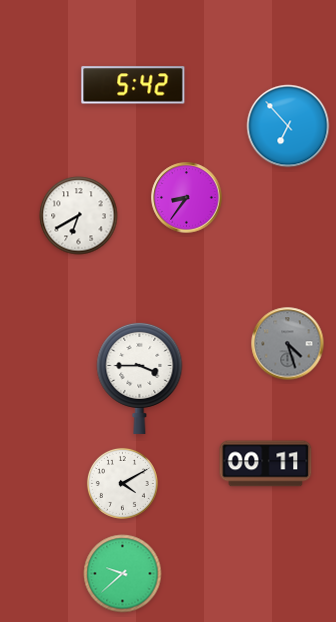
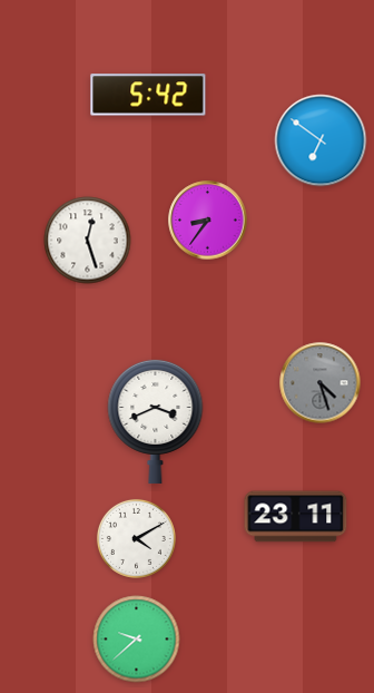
clock at (288, 126): 6:53 -> 6:51
clock at (79, 216): 6:40 -> 12:27
clock at (140, 378): 3:45 -> 3:41
clock at (266, 464): 00:11 -> 23:11
